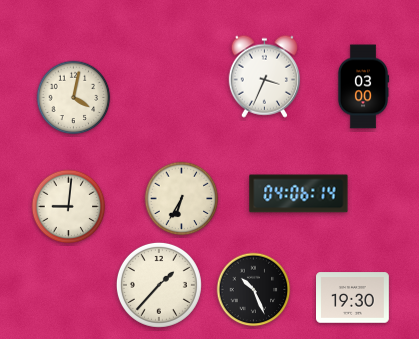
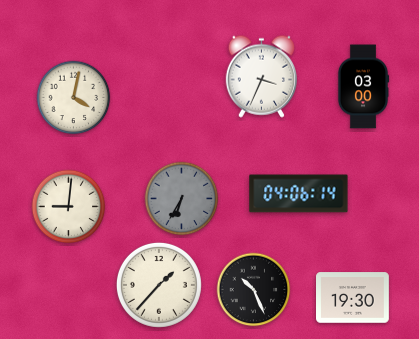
clock at (264, 76) position: (264, 76) -> (261, 76)
clock at (182, 199) dial: cream -> grey
